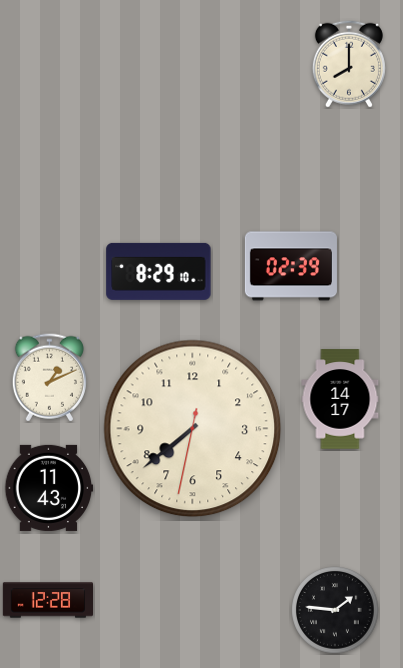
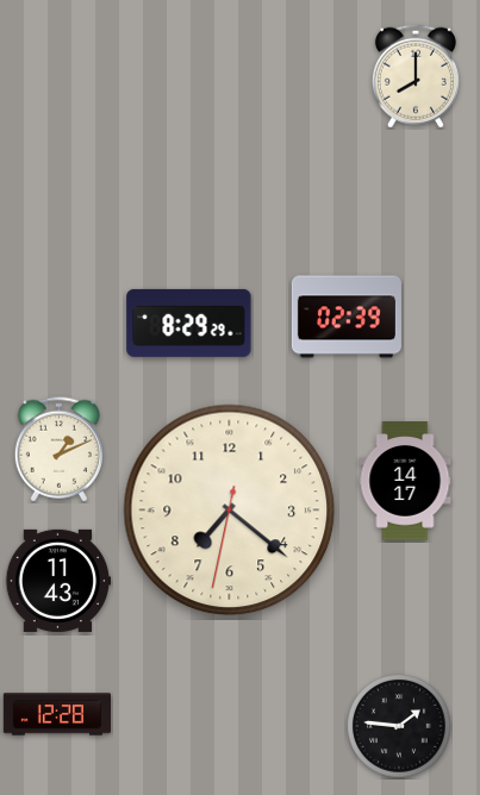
clock at (159, 271): 8:29:10 -> 8:29:29
clock at (340, 399) position: (340, 399) -> (405, 481)
clock at (193, 429): 7:38 -> 7:21
